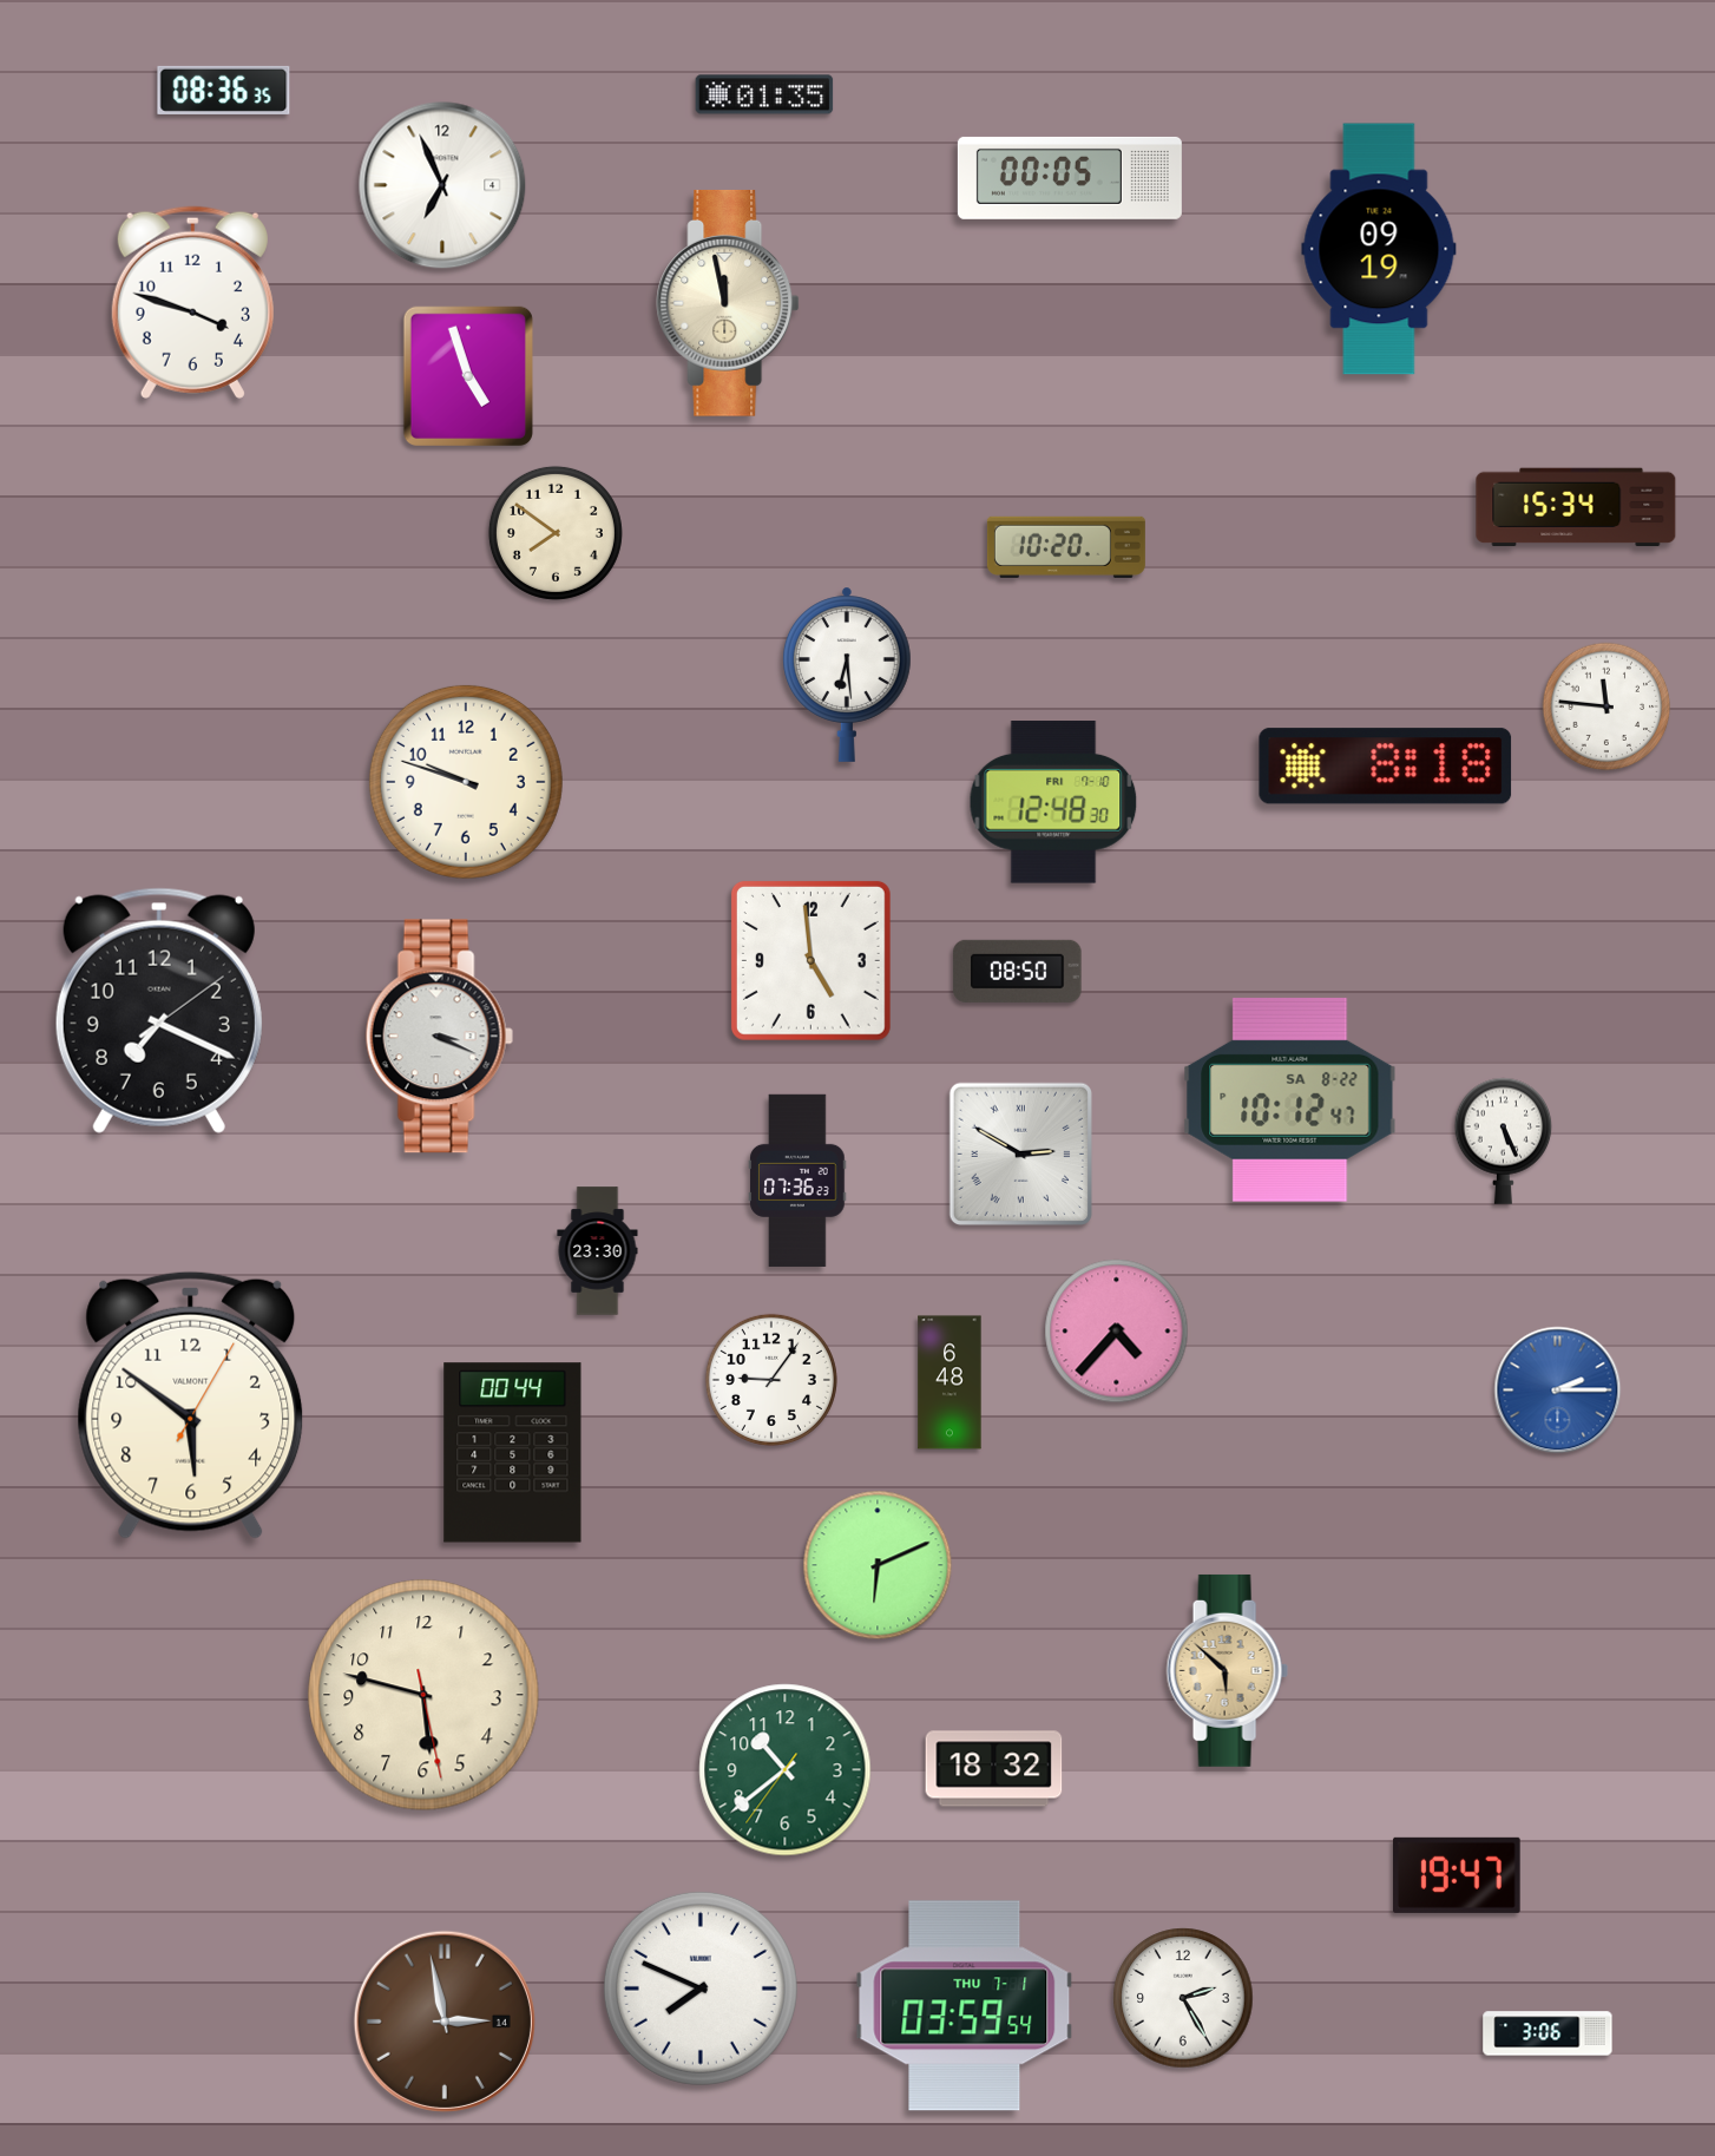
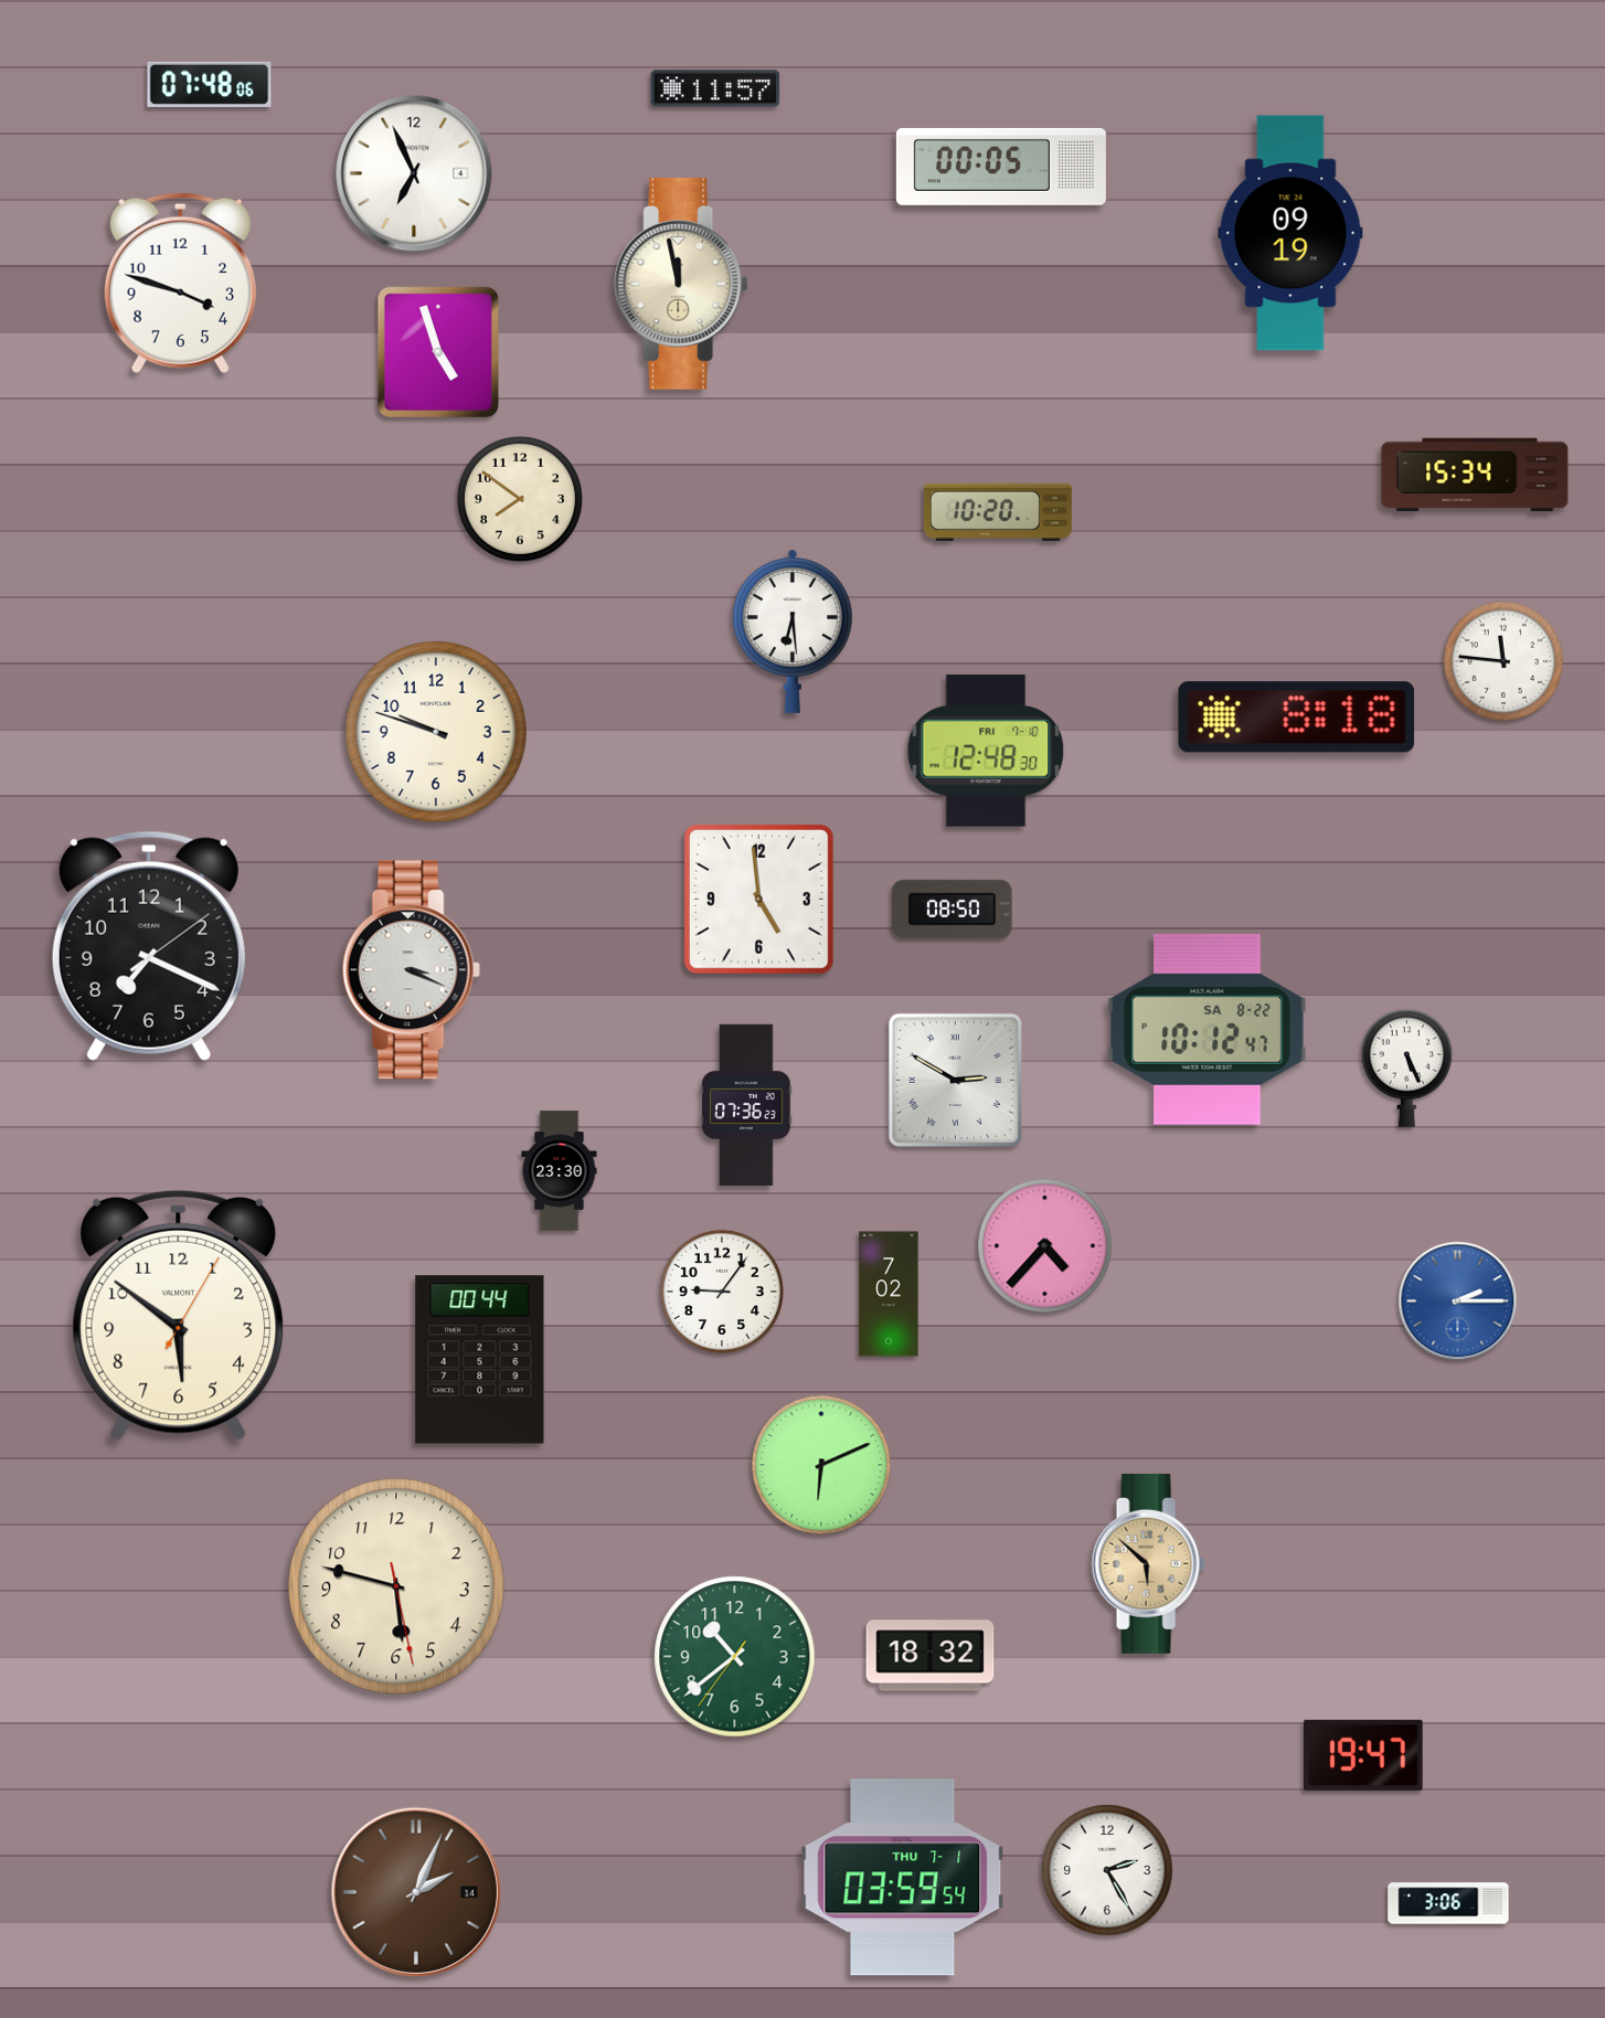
clock at (224, 90): 08:36 -> 07:48
clock at (764, 94): 01:35 -> 11:57
clock at (950, 1382): 6:48 -> 7:02
clock at (701, 1989): 7:49 -> none
clock at (445, 2022): 2:58 -> 2:04
